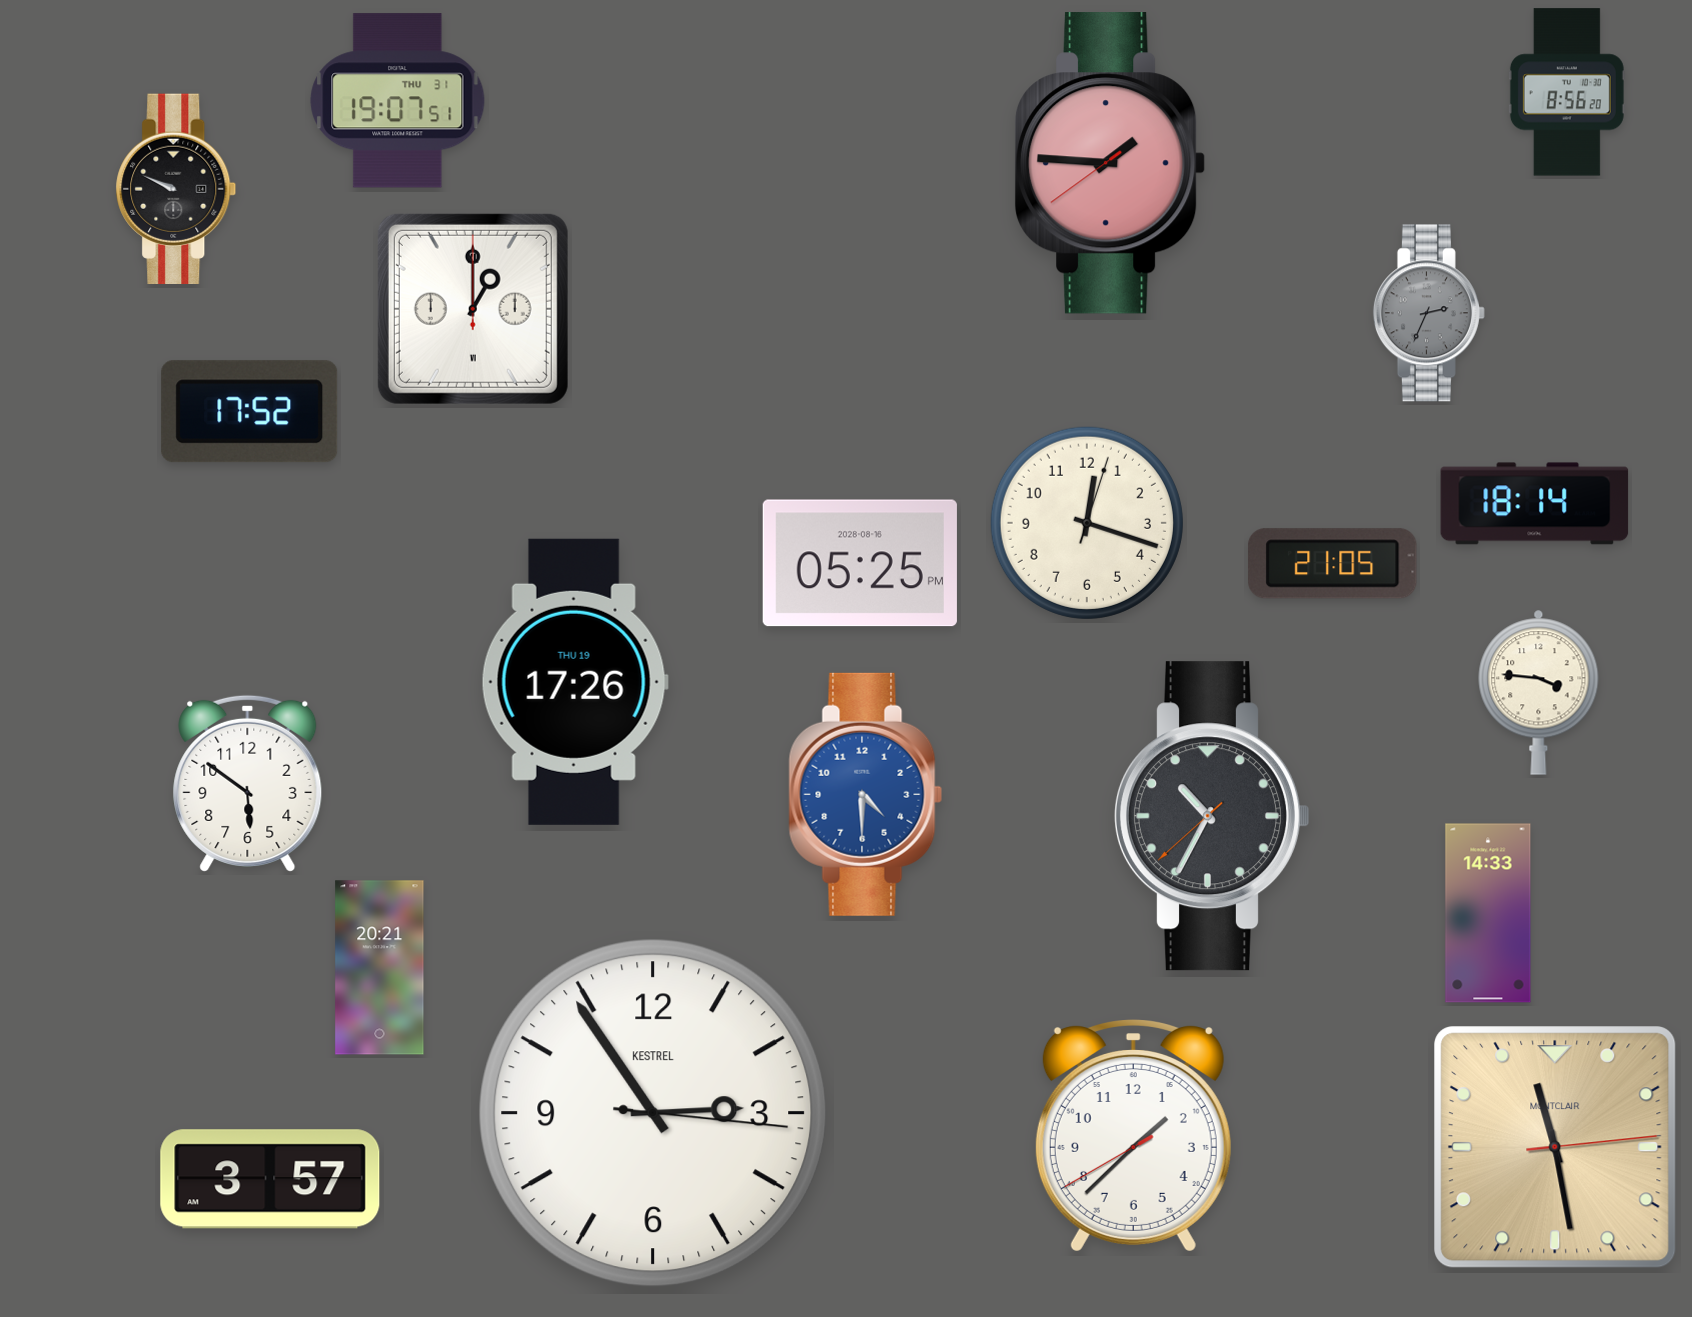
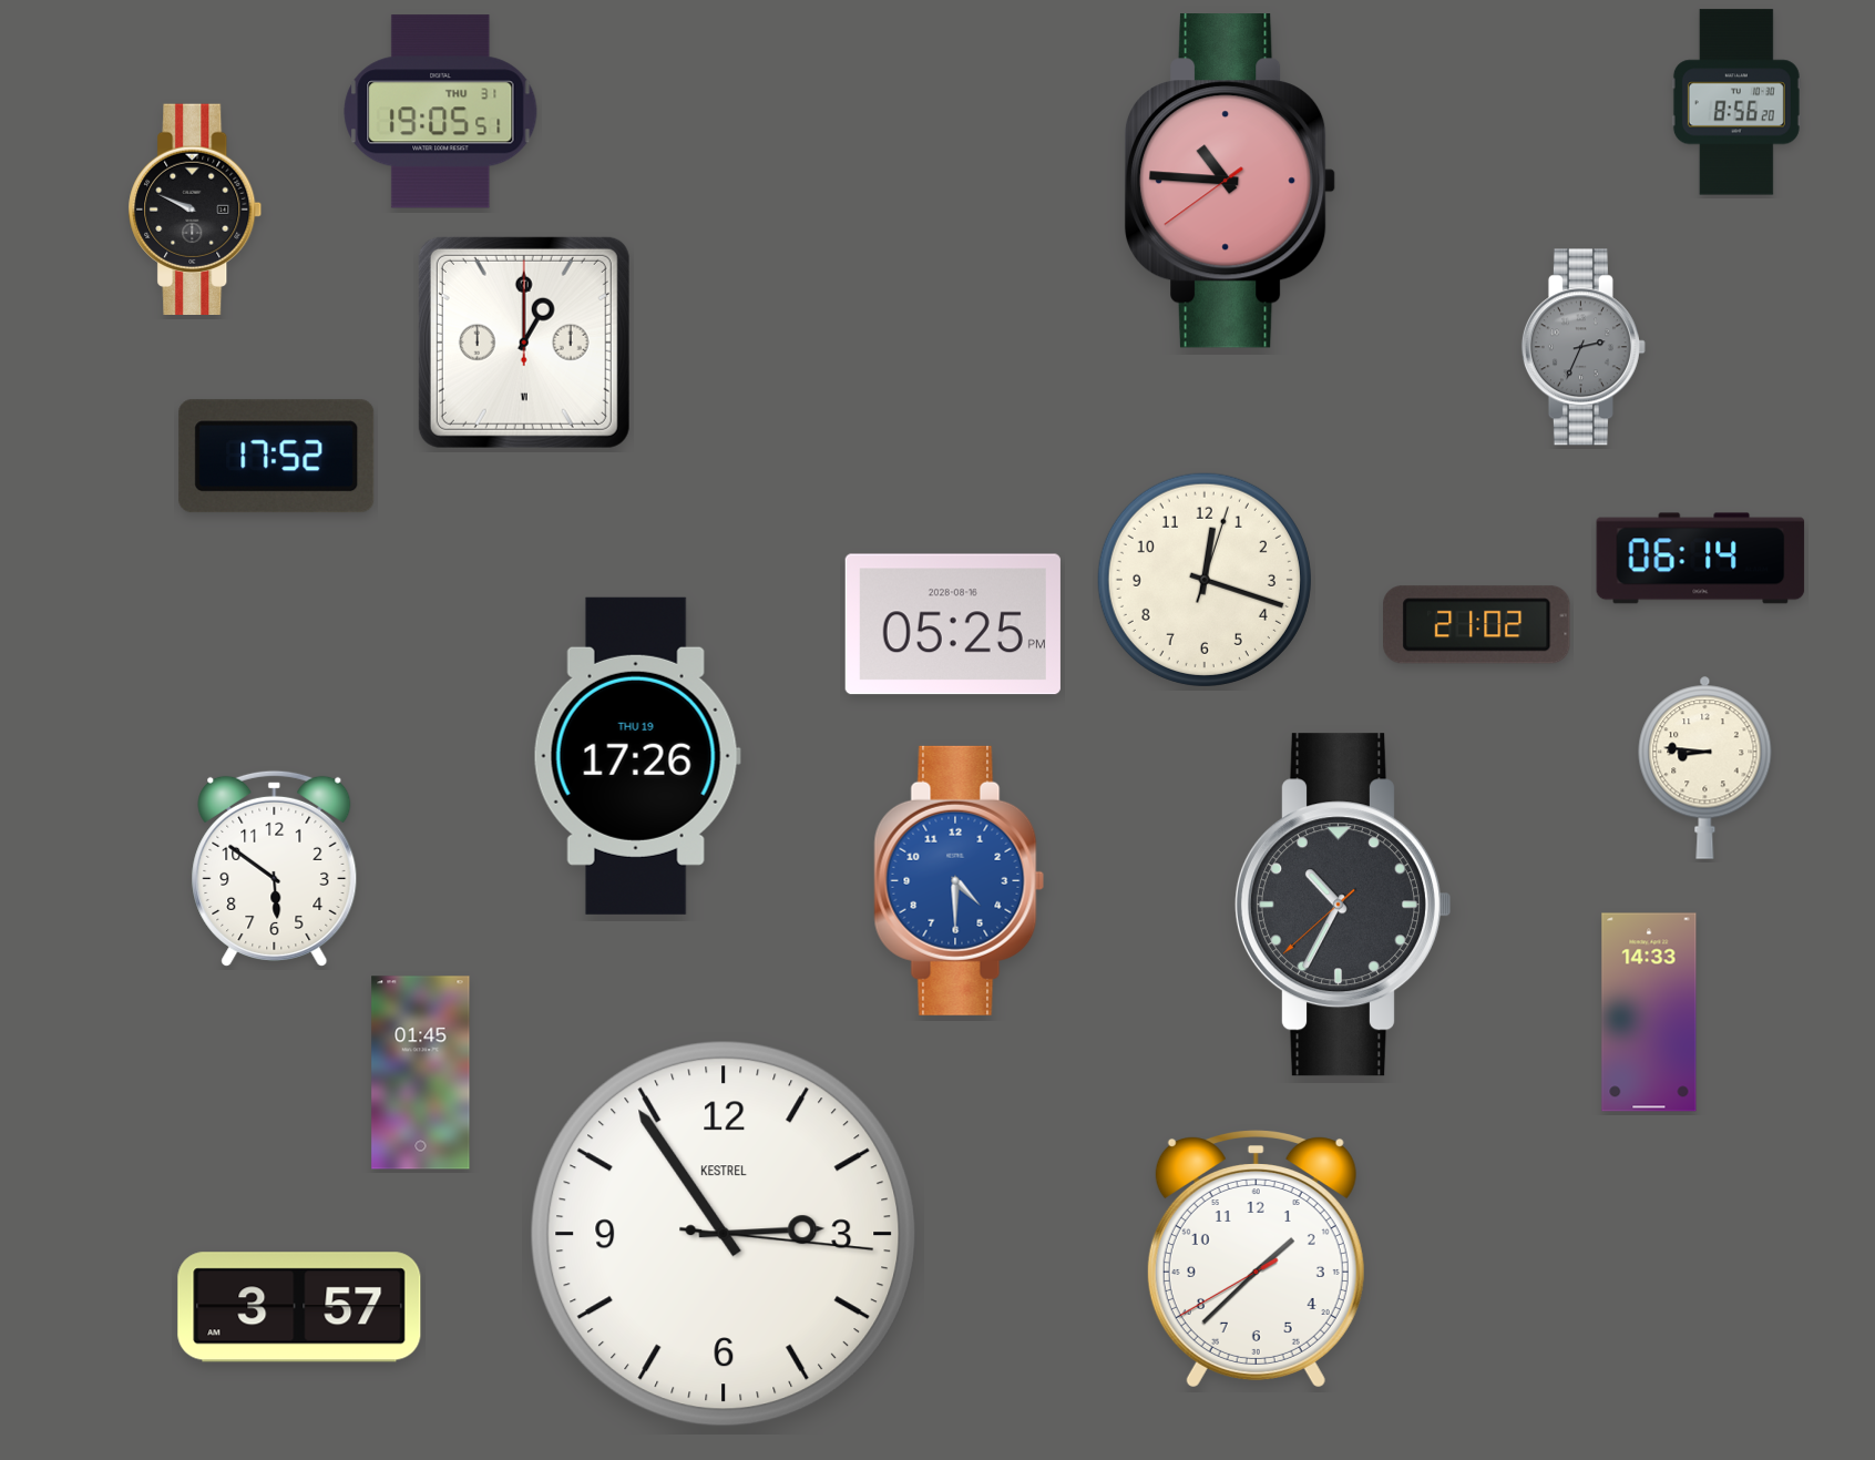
clock at (398, 101): 19:07 -> 19:05
clock at (1110, 163): 1:45 -> 10:45
clock at (1535, 504): 18:14 -> 06:14
clock at (1333, 564): 21:05 -> 21:02
clock at (1539, 692): 3:46 -> 8:46
clock at (380, 968): 20:21 -> 01:45
clock at (1555, 1147): 11:28 -> none
